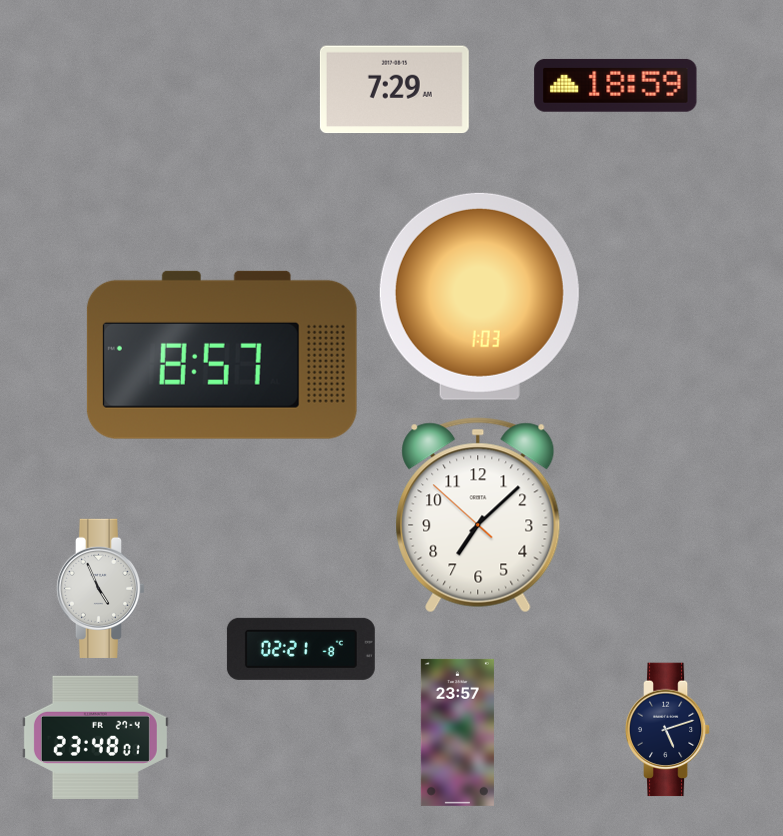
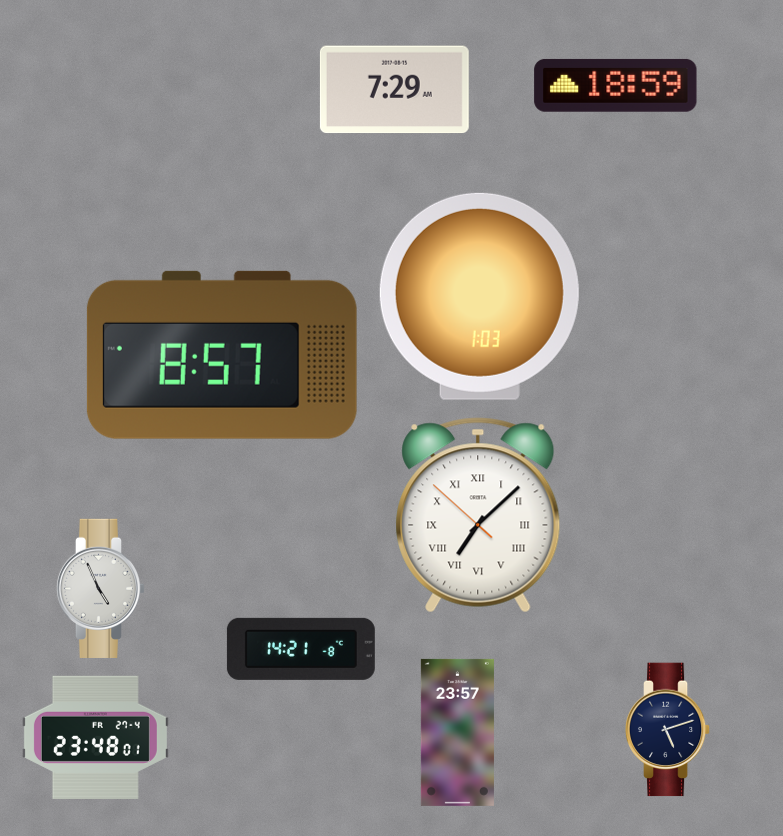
clock at (478, 515) numerals: Arabic -> Roman
clock at (301, 649): 02:21 -> 14:21
